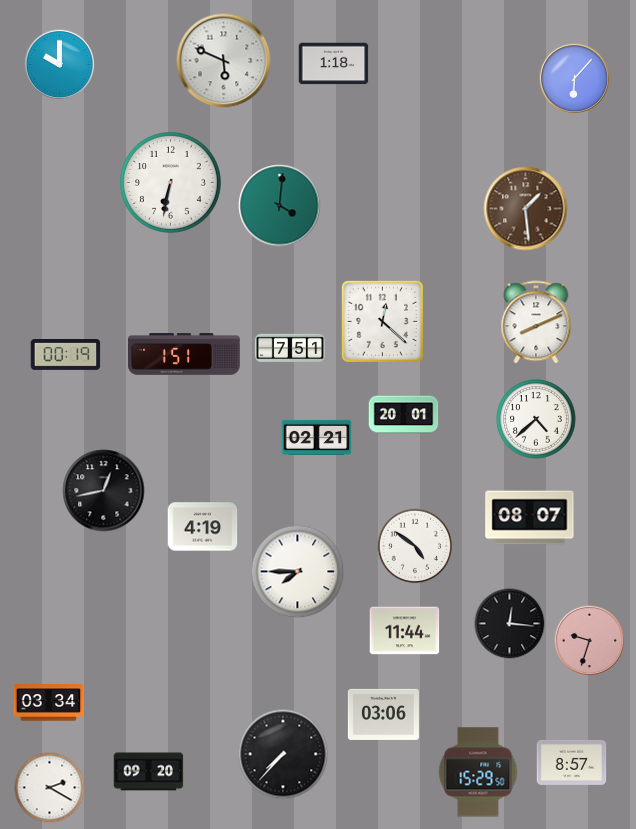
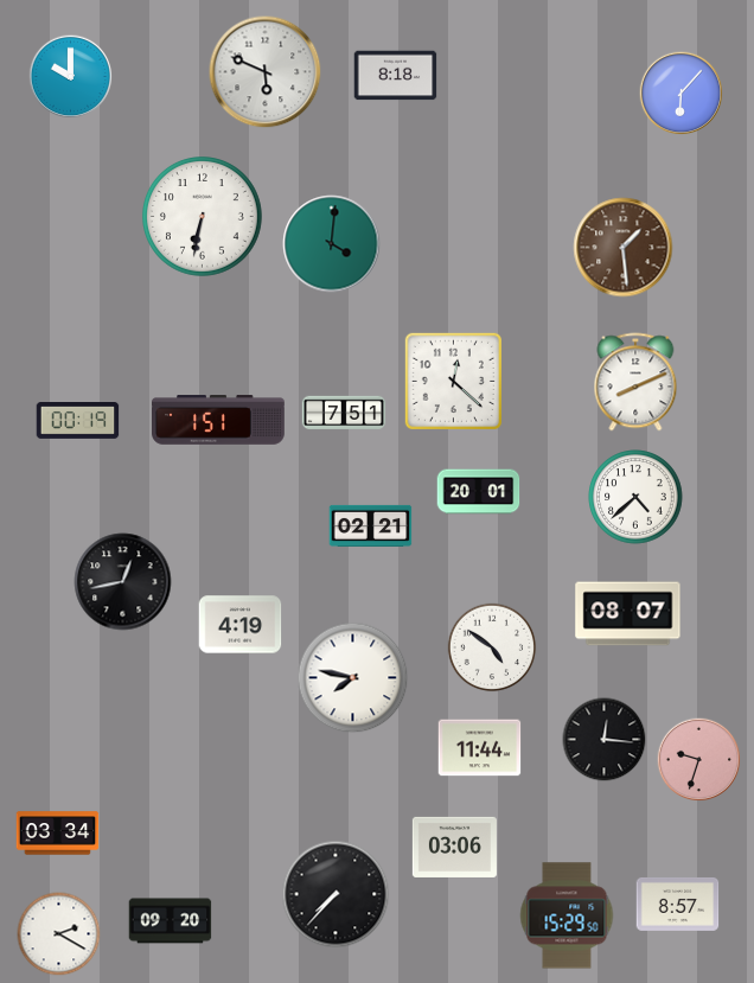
clock at (334, 64): 1:18 -> 8:18
clock at (317, 437) position: (317, 437) -> (371, 525)
clock at (298, 572): 7:45 -> 7:47
clock at (149, 772) position: (149, 772) -> (171, 921)
